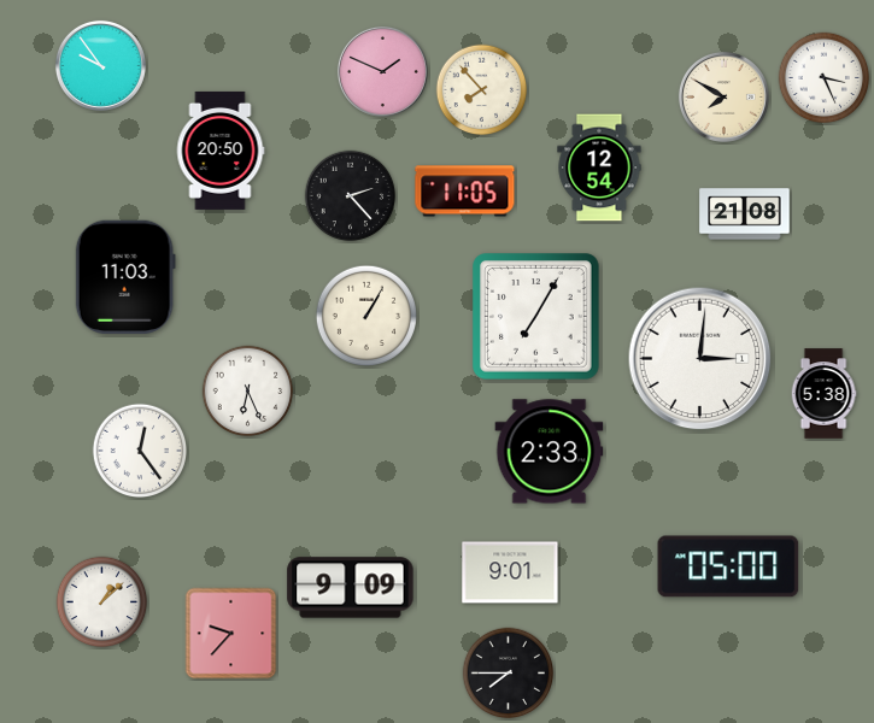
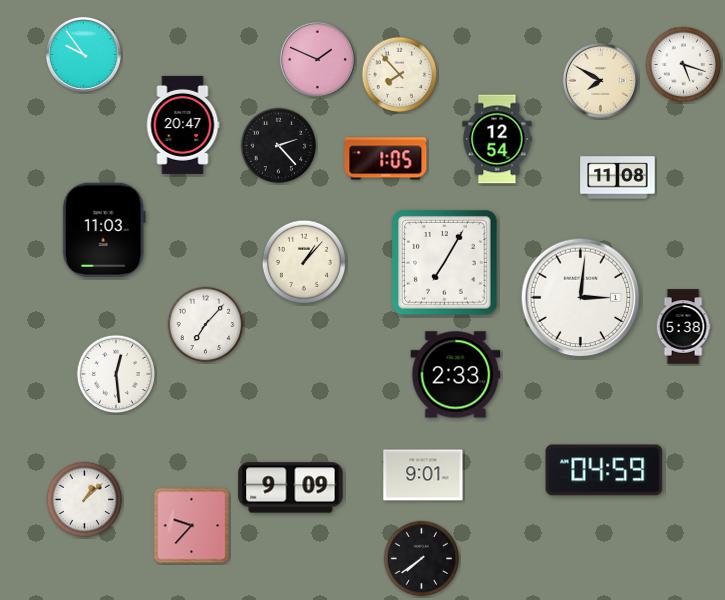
clock at (825, 78): 3:26 -> 5:18
clock at (221, 151): 20:50 -> 20:47
clock at (465, 192): 11:05 -> 1:05
clock at (351, 196) position: (351, 196) -> (279, 146)
clock at (745, 214): 21:08 -> 11:08
clock at (365, 315): 1:05 -> 1:07
clock at (248, 392): 6:26 -> 7:07
clock at (140, 451): 12:24 -> 12:29
clock at (728, 566): 05:00 -> 04:59
clock at (509, 674): 7:45 -> 7:39
